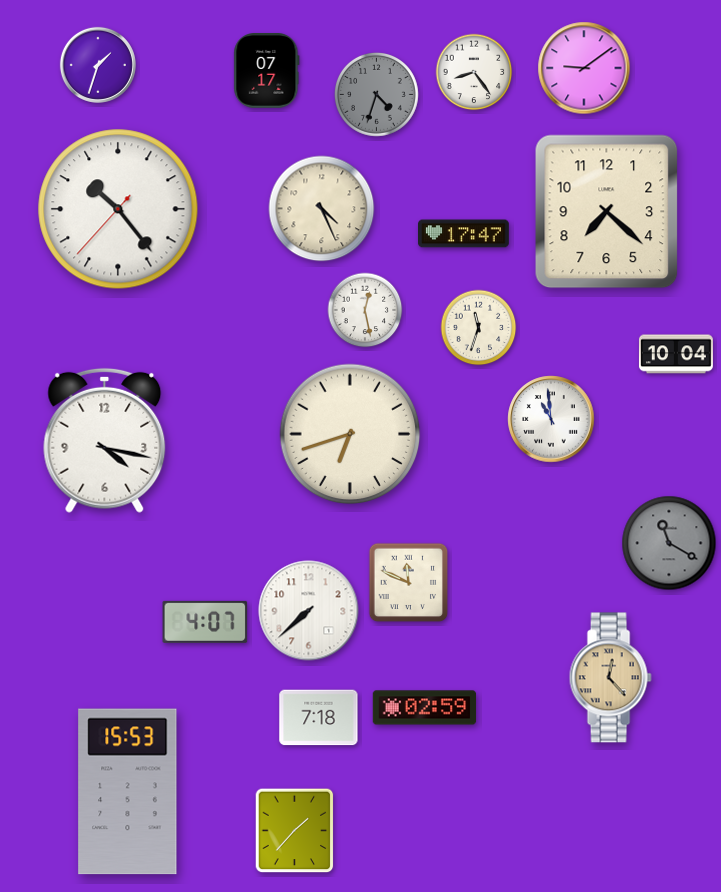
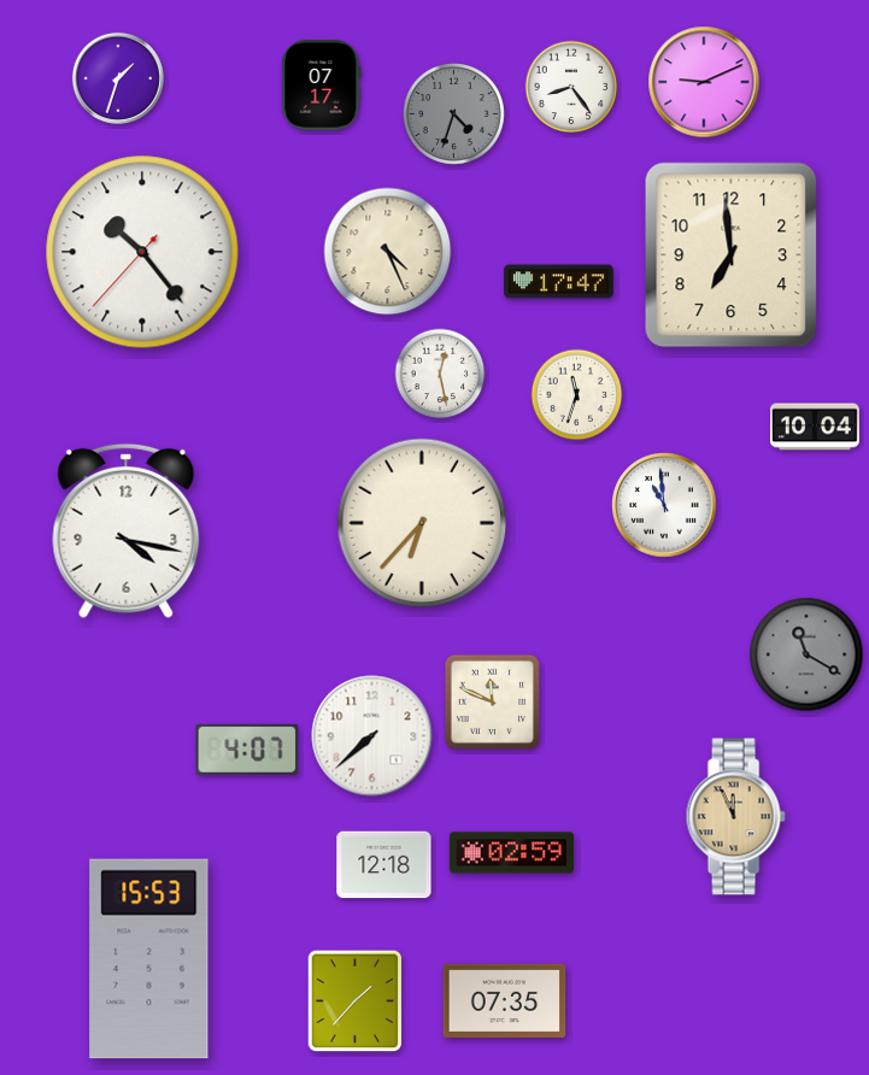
clock at (584, 68): 9:09 -> 9:11
clock at (607, 212): 7:22 -> 6:59
clock at (350, 434): 6:42 -> 6:37
clock at (610, 678): 12:23 -> 11:56
clock at (319, 718): 7:18 -> 12:18
clock at (128, 792) position: (128, 792) -> (149, 959)
clock at (505, 1000): none -> 07:35
